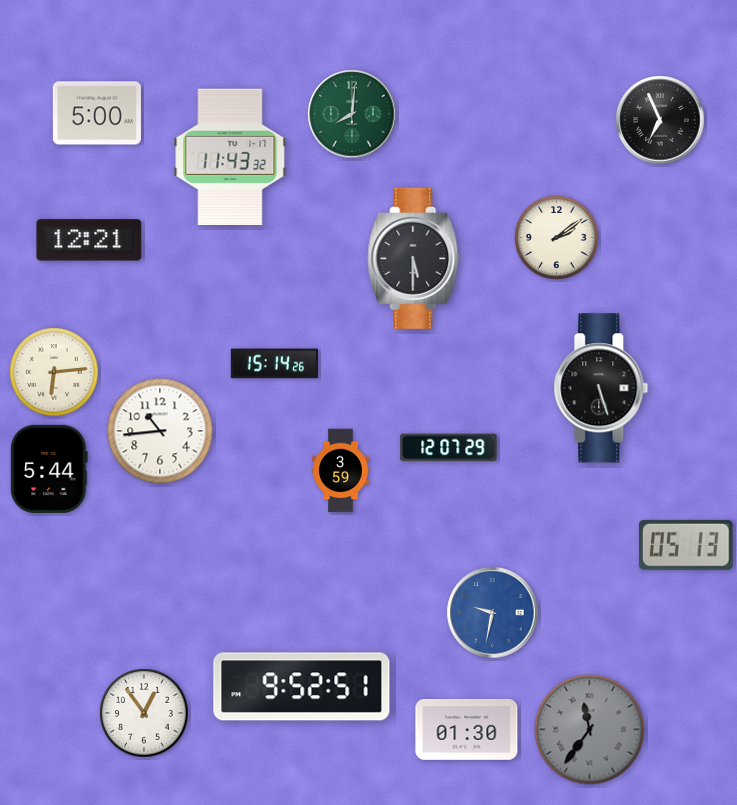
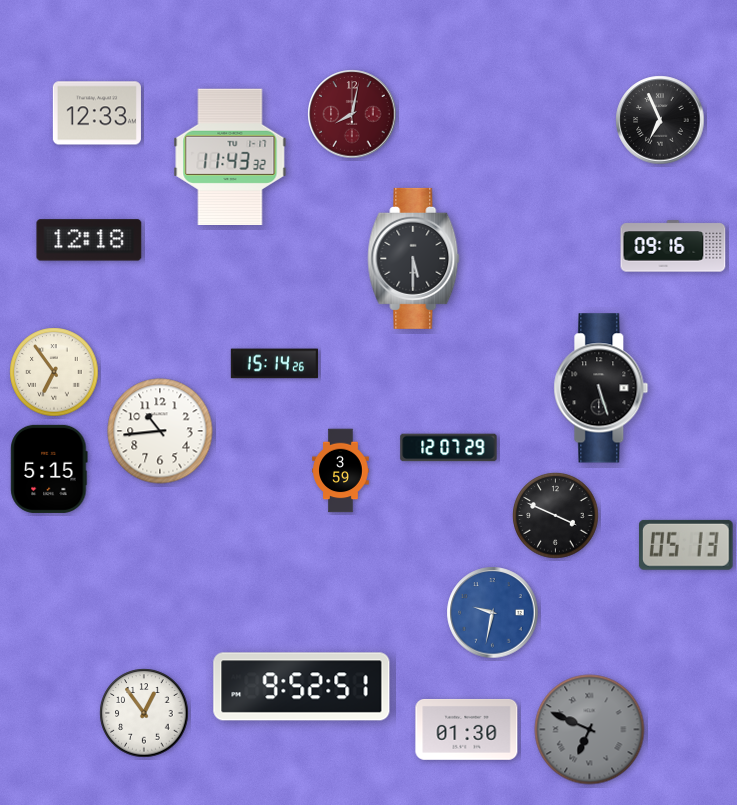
clock at (97, 113): 5:00 -> 12:33
clock at (352, 114): 8:01 -> 8:02
clock at (352, 114) dial: green -> burgundy
clock at (557, 238): 2:09 -> none
clock at (89, 240): 12:21 -> 12:18
clock at (673, 246): none -> 09:16
clock at (54, 372): 6:14 -> 6:54
clock at (49, 469): 5:44 -> 5:15
clock at (556, 516): none -> 3:49
clock at (590, 730): 11:36 -> 6:49
